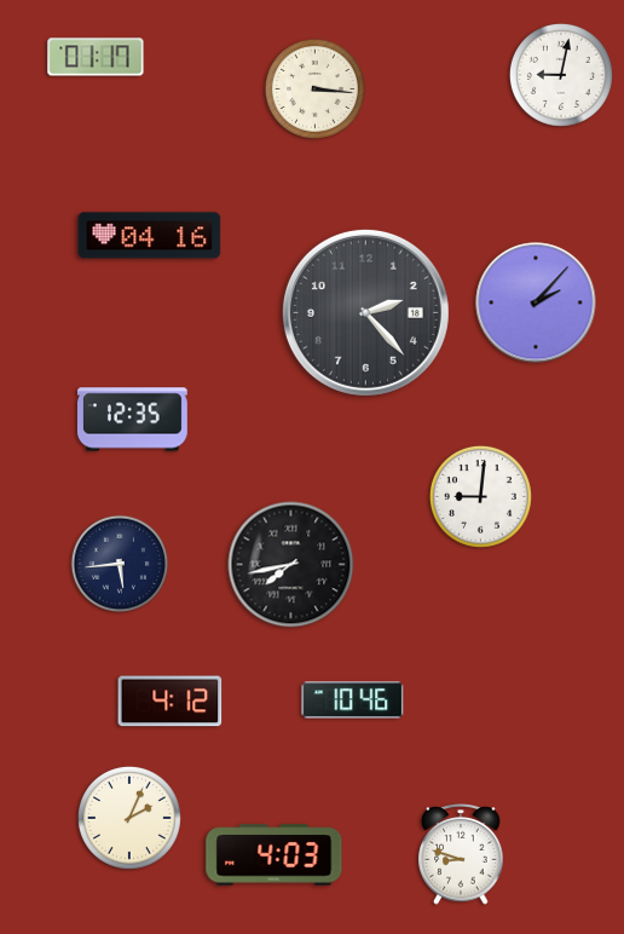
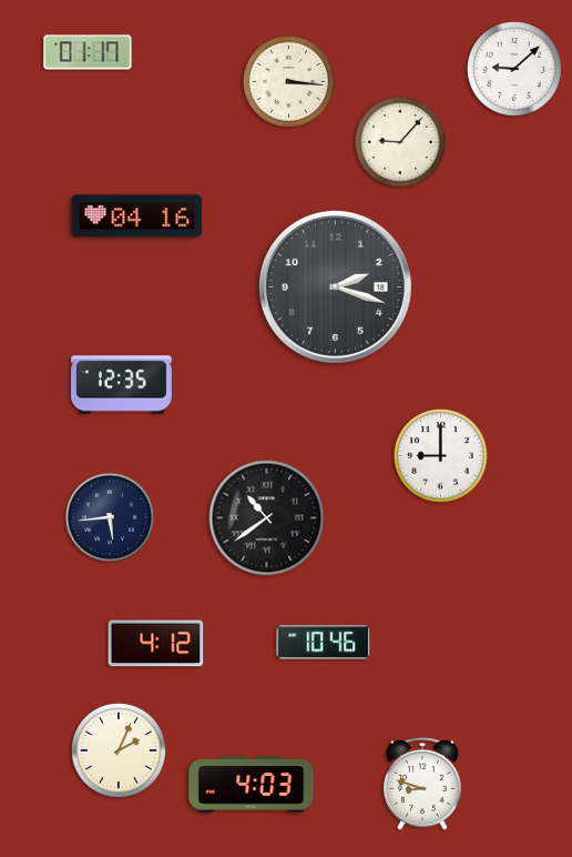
clock at (561, 75): 9:02 -> 9:08
clock at (400, 142): none -> 9:07
clock at (536, 302): 2:07 -> none
clock at (365, 312): 2:23 -> 2:18
clock at (480, 496): 9:01 -> 9:00
clock at (291, 565): 7:43 -> 10:39
